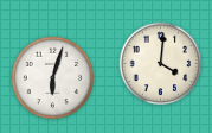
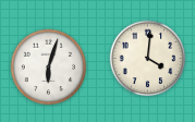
clock at (53, 78) position: (53, 78) -> (49, 68)
